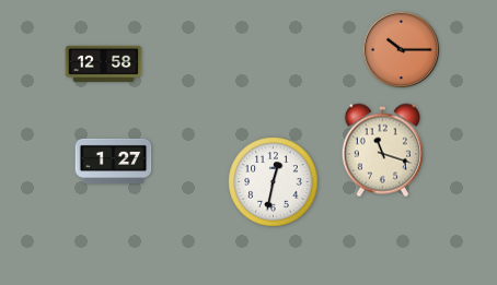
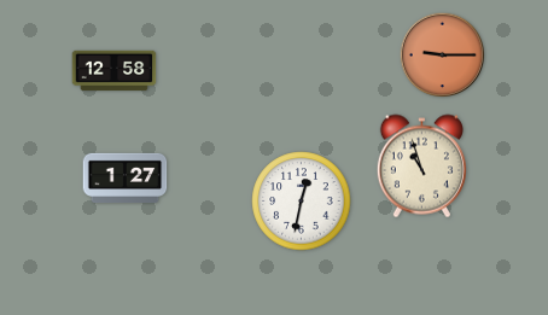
clock at (402, 50): 10:15 -> 9:15
clock at (382, 151): 11:18 -> 10:57
